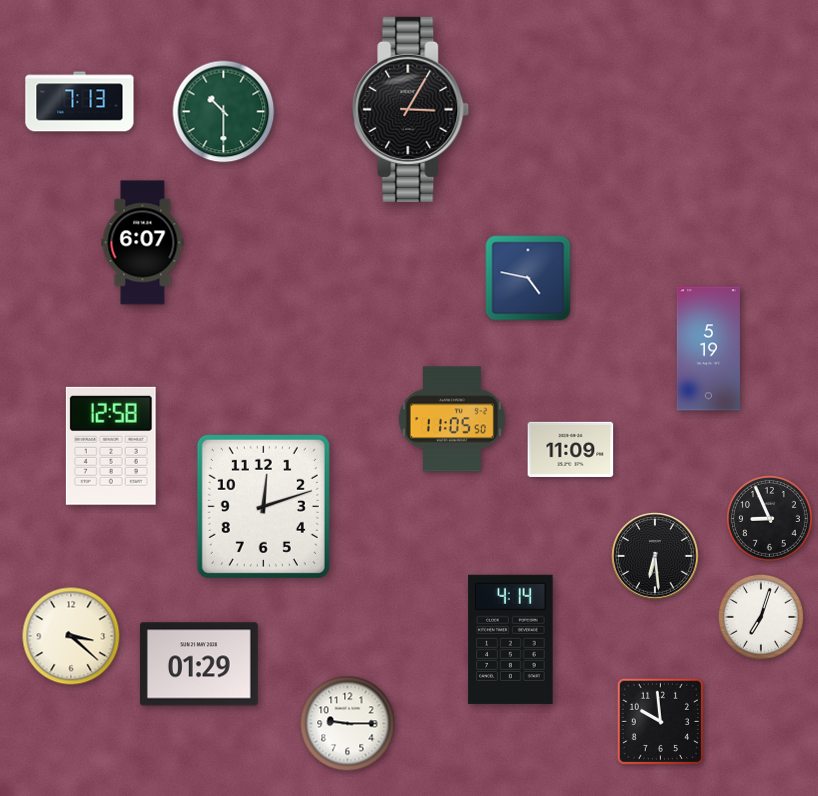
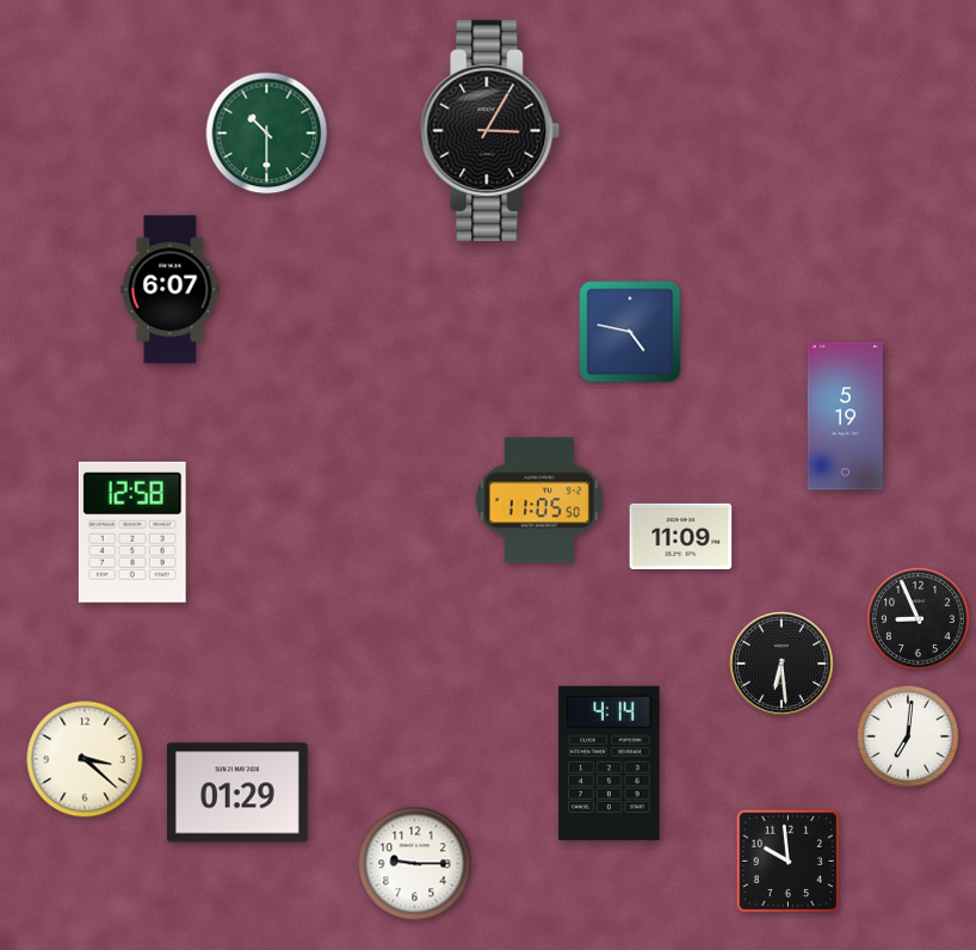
clock at (80, 102): 7:13 -> none
clock at (263, 506): 12:12 -> none
clock at (761, 617): 7:03 -> 7:01
